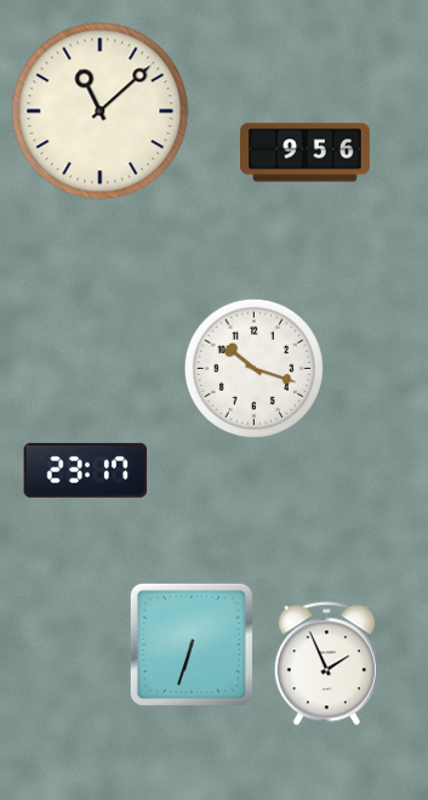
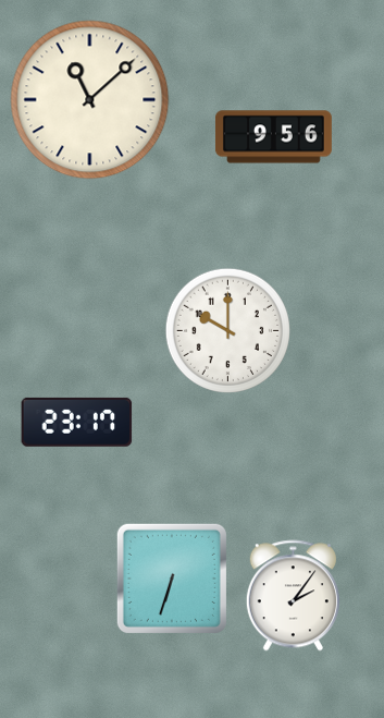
clock at (253, 368): 10:18 -> 10:00
clock at (326, 664): 1:56 -> 2:06
